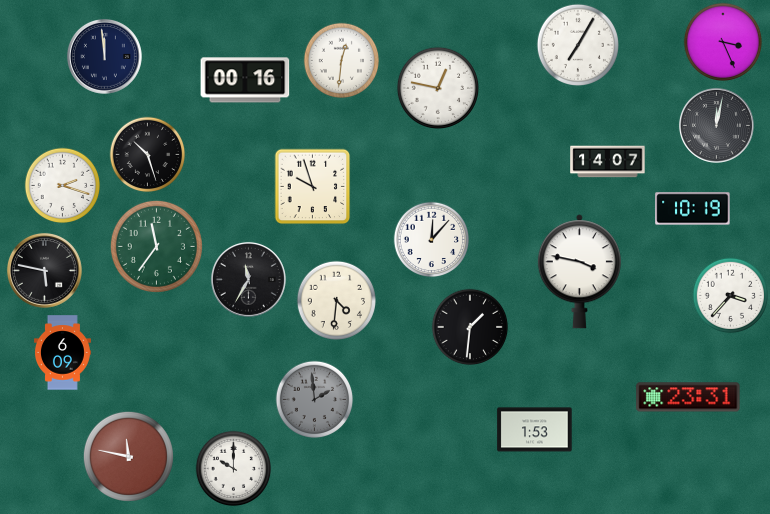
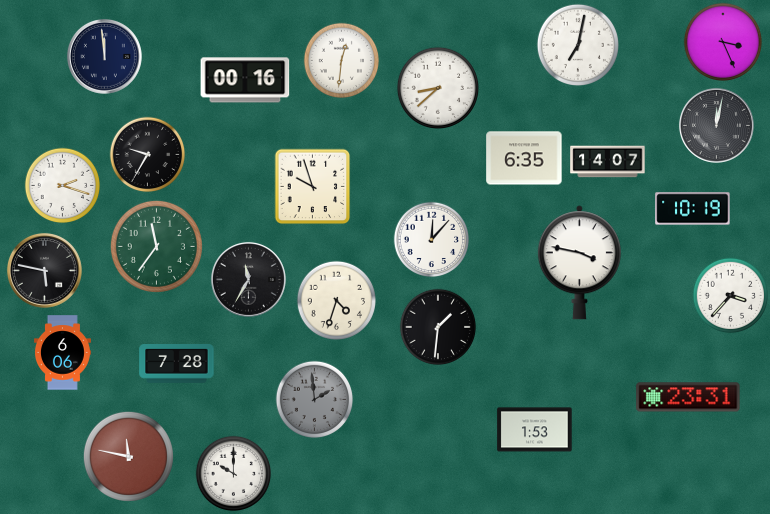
clock at (577, 44): 7:05 -> 7:02
clock at (437, 87): 12:47 -> 8:38
clock at (148, 155): 10:27 -> 9:35
clock at (524, 158): none -> 6:35
clock at (579, 272) position: (579, 272) -> (579, 263)
clock at (336, 300): 4:31 -> 4:33
clock at (470, 327) position: (470, 327) -> (438, 327)
clock at (62, 353): 6:09 -> 6:06
clock at (177, 364): none -> 7:28
clock at (234, 469) position: (234, 469) -> (234, 474)
